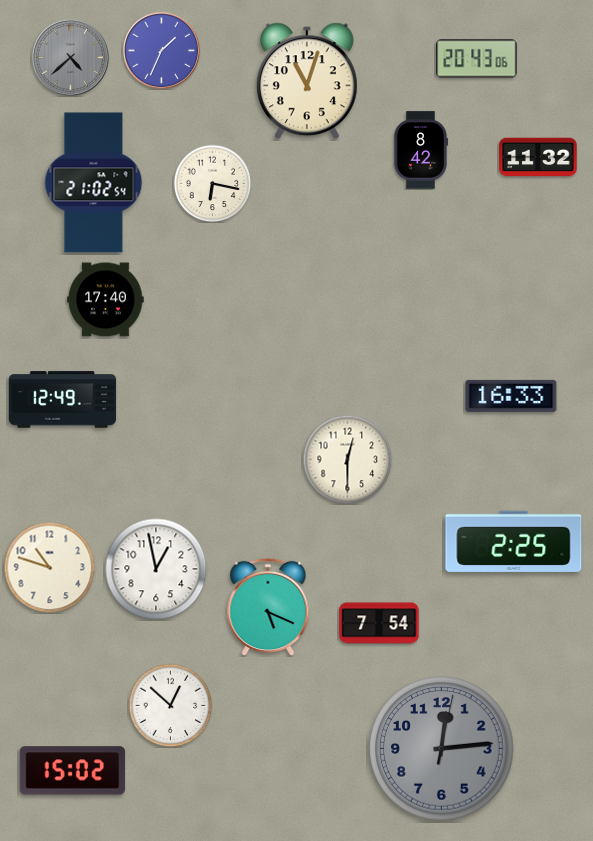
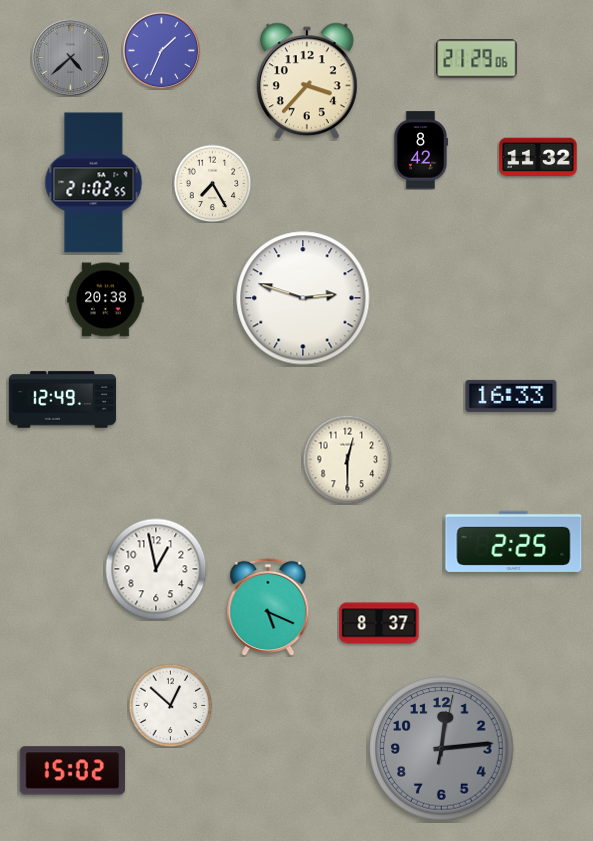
clock at (477, 59): 20:43 -> 21:29
clock at (307, 81): 11:03 -> 3:37
clock at (94, 183): 21:02:54 -> 21:02:55
clock at (212, 183): 6:17 -> 7:25
clock at (303, 298): none -> 2:48
clock at (106, 300): 17:40 -> 20:38
clock at (49, 567): 10:48 -> none
clock at (379, 623): 7:54 -> 8:37
